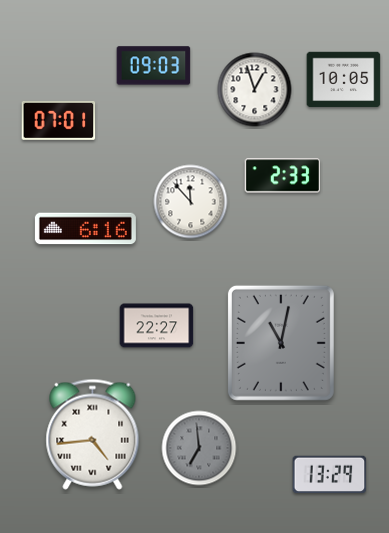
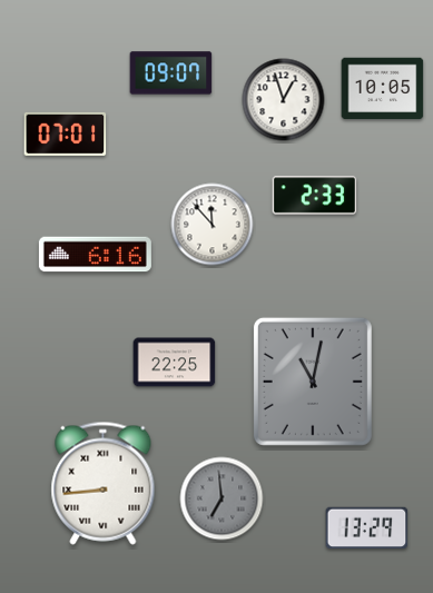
clock at (154, 66): 09:03 -> 09:07
clock at (157, 326): 22:27 -> 22:25
clock at (93, 434): 4:44 -> 8:44
